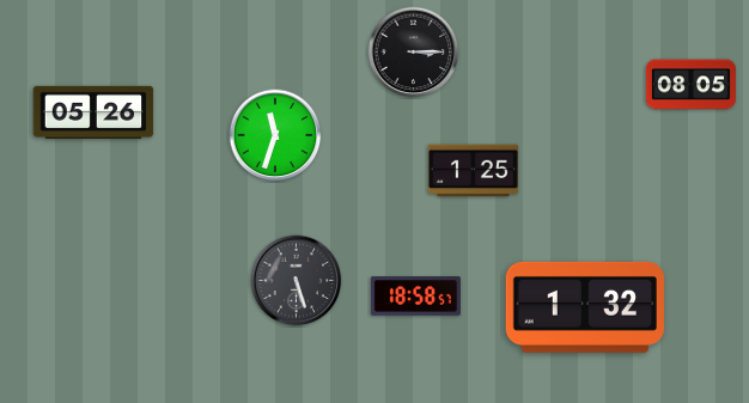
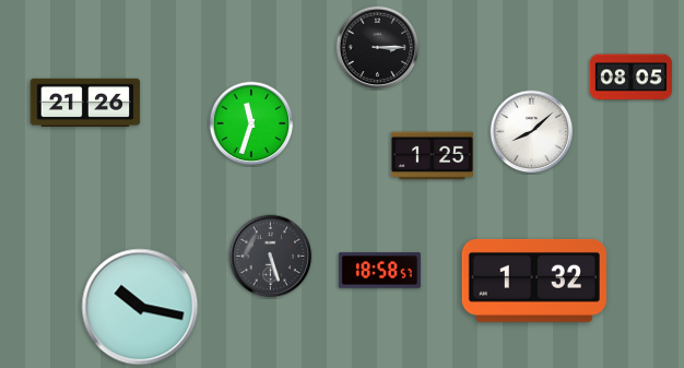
clock at (93, 111): 05:26 -> 21:26
clock at (532, 132): none -> 8:08
clock at (140, 307): none -> 10:17
